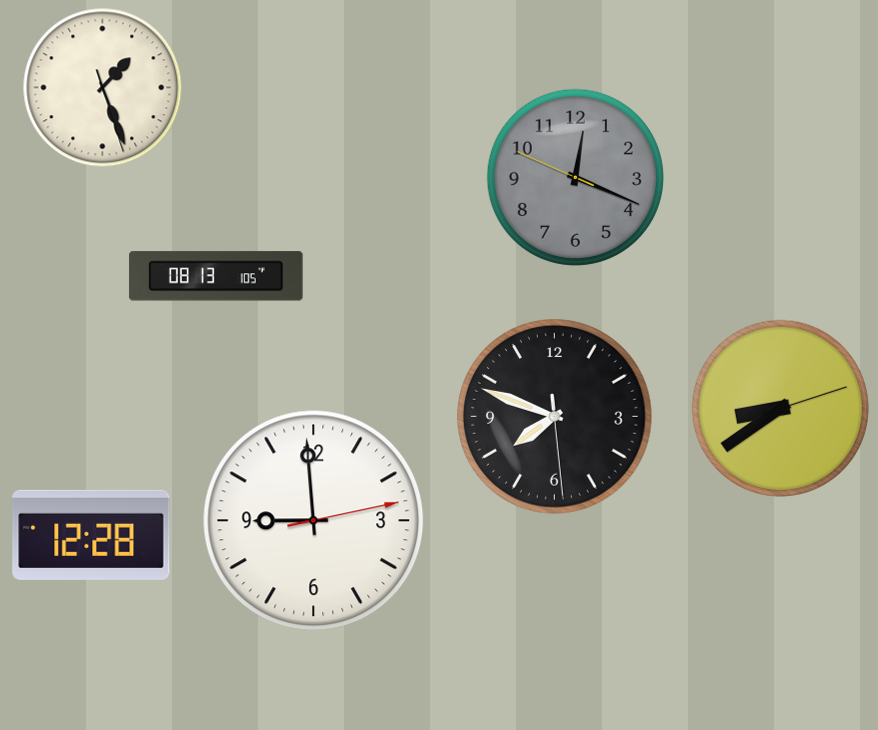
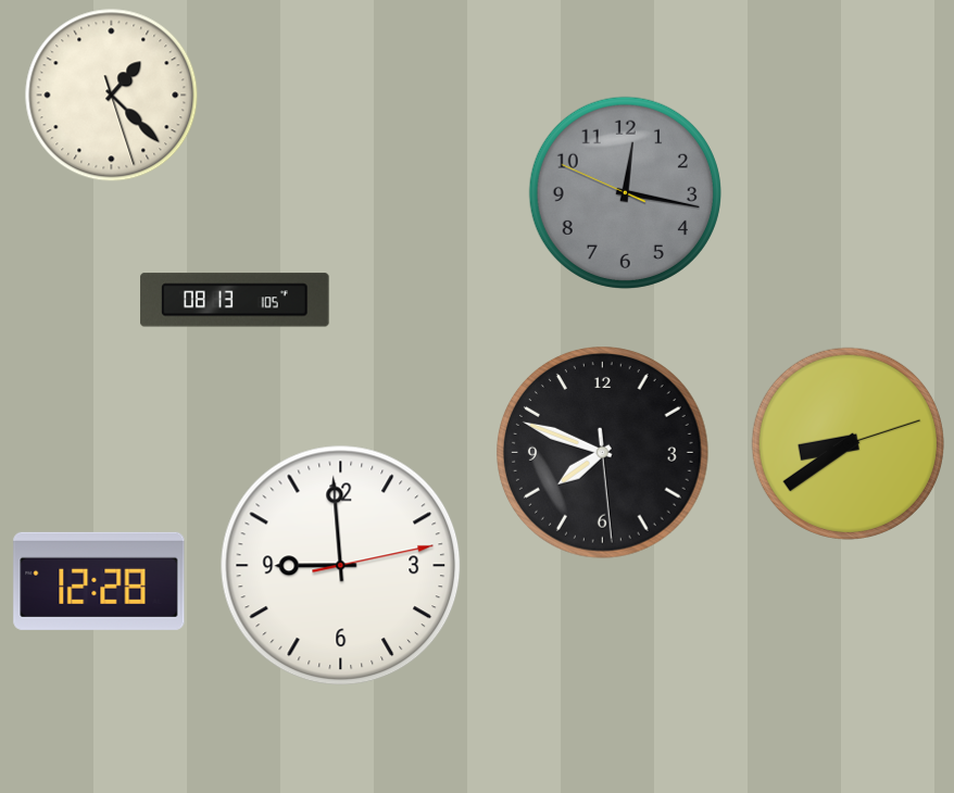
clock at (103, 88): 1:26 -> 1:22
clock at (575, 177): 12:18 -> 12:16
